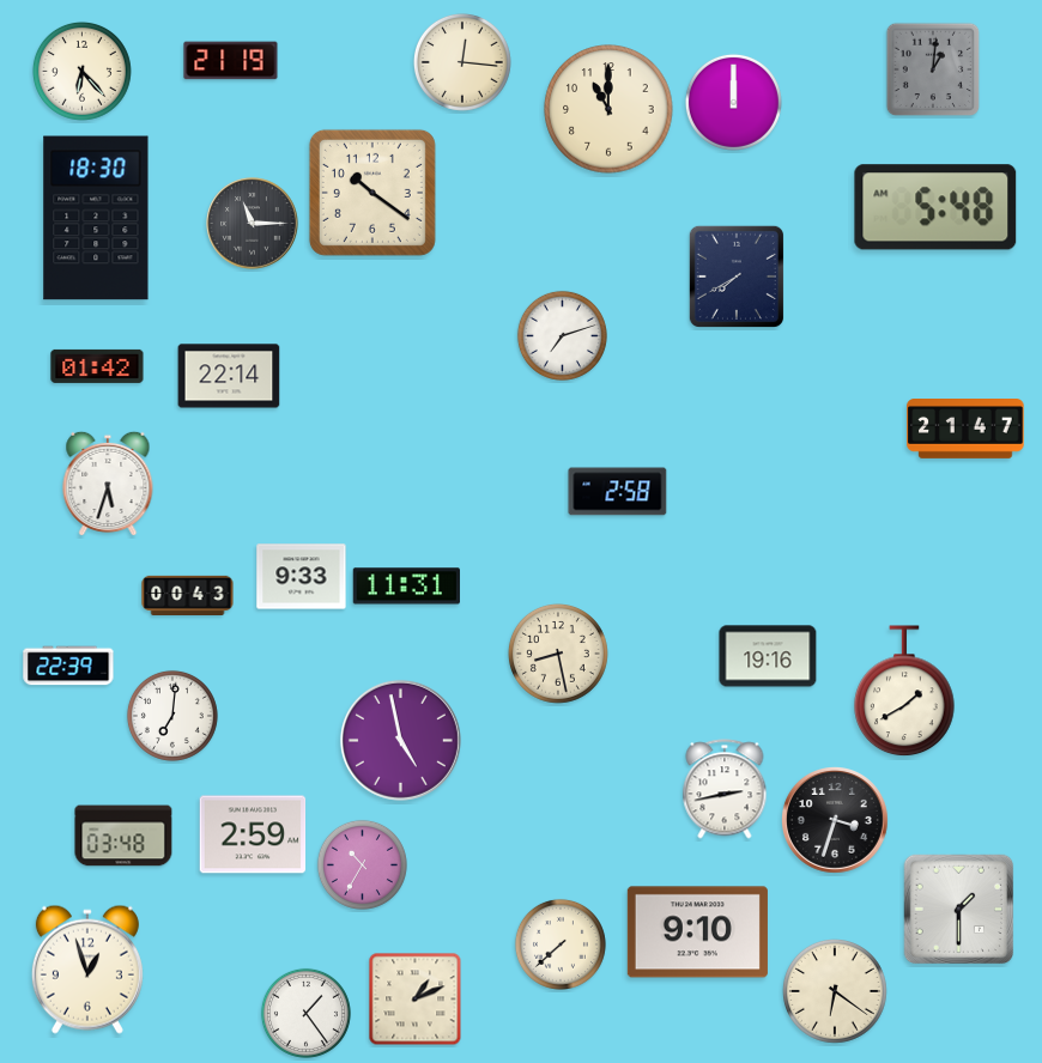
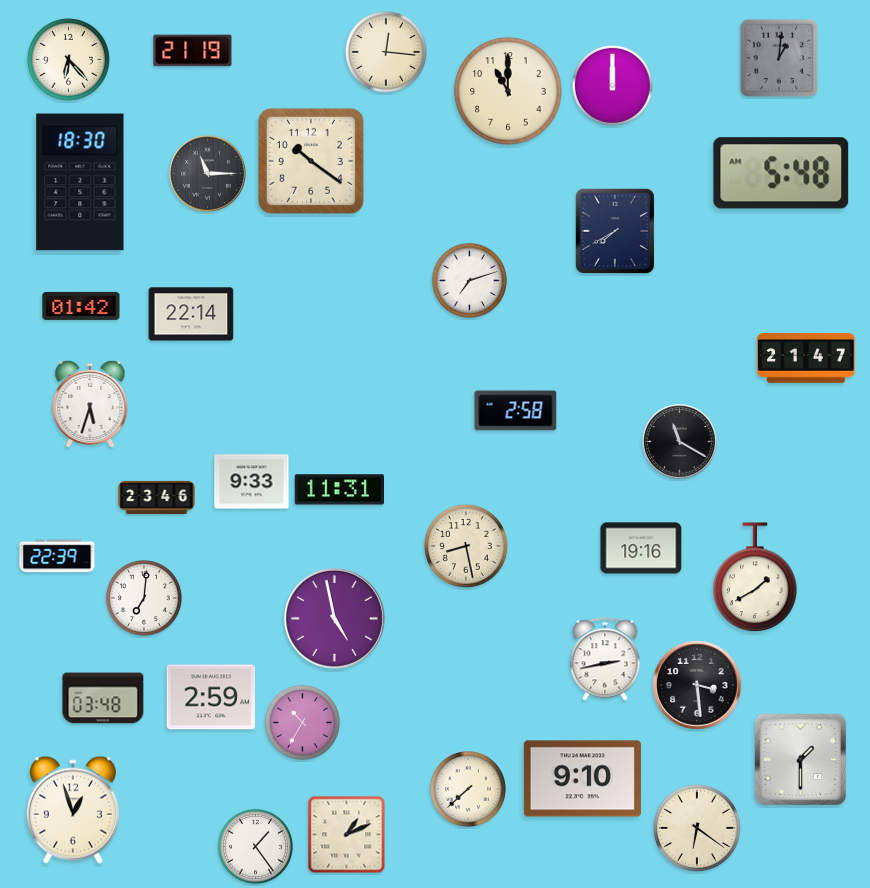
clock at (253, 224) position: (253, 224) -> (208, 174)
clock at (680, 442): none -> 11:20
clock at (188, 595): 00:43 -> 23:46
clock at (836, 821): 3:33 -> 3:29
